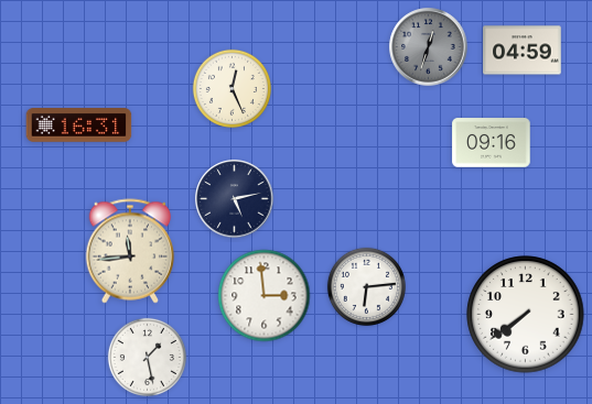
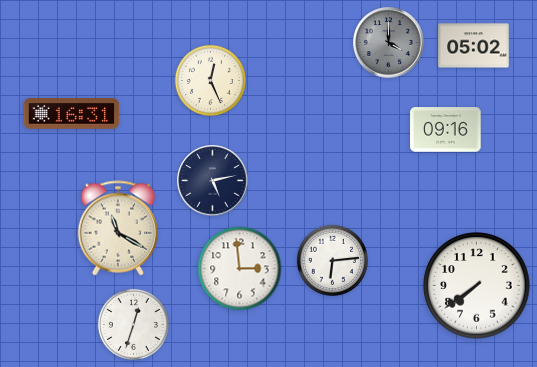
clock at (429, 47): 12:33 -> 4:00
clock at (523, 51): 04:59 -> 05:02
clock at (130, 251): 11:44 -> 11:20
clock at (147, 357): 1:28 -> 12:33
